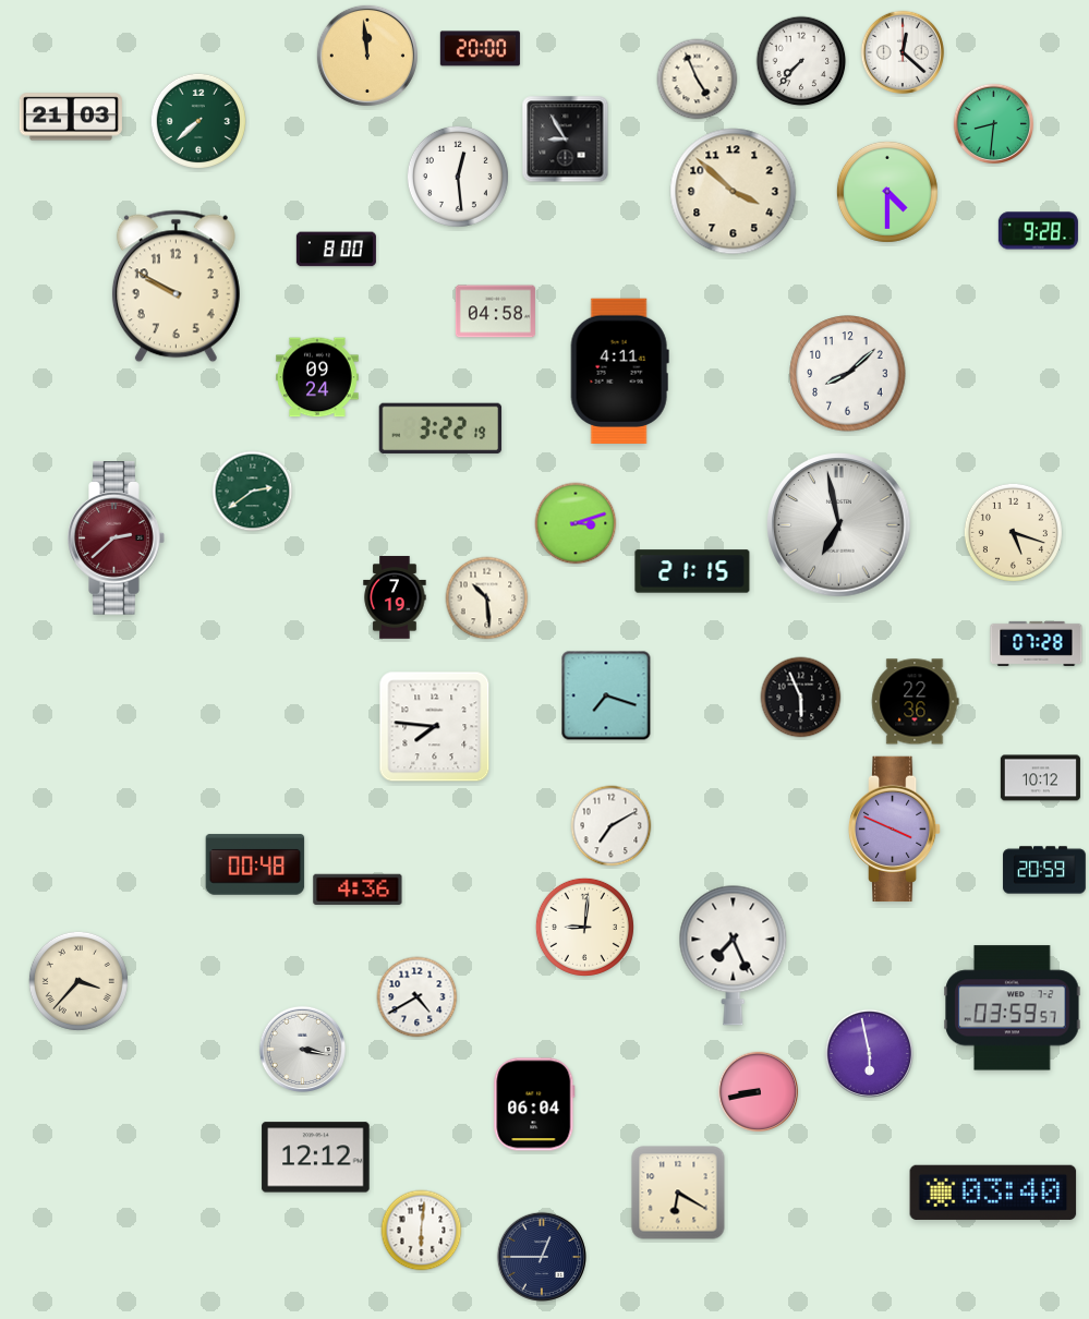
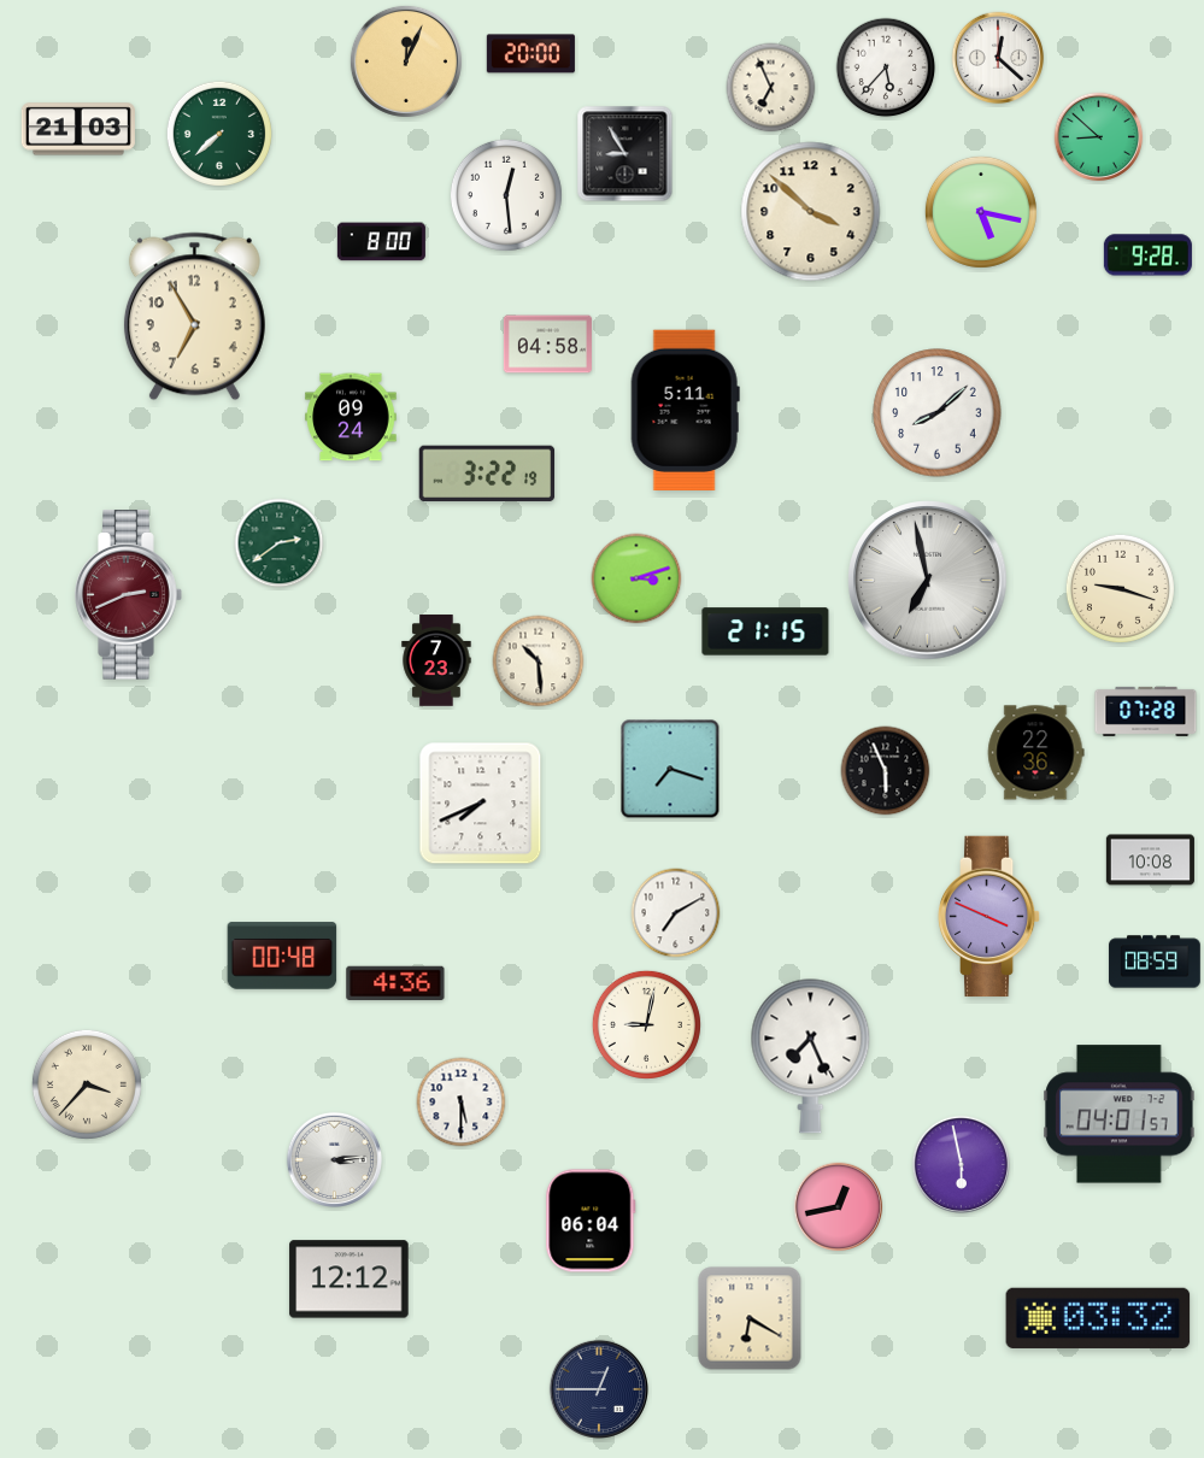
clock at (367, 56): 11:59 -> 12:04
clock at (801, 61): 7:37 -> 5:37
clock at (698, 80): 4:56 -> 6:56
clock at (994, 124): 8:31 -> 8:52
clock at (887, 192): 4:30 -> 5:17
clock at (336, 250) position: (336, 250) -> (381, 242)
clock at (176, 287): 9:50 -> 6:55
clock at (619, 371): 4:11 -> 5:11
clock at (1013, 532): 5:18 -> 9:18
clock at (117, 539): 2:38 -> 2:41
clock at (395, 597): 7:19 -> 7:23
clock at (915, 702) position: (915, 702) -> (1035, 753)
clock at (435, 727): 7:46 -> 7:41
clock at (1040, 778): 10:12 -> 10:08
clock at (1044, 870): 20:59 -> 08:59
clock at (584, 927): 9:01 -> 9:02
clock at (418, 997): 4:40 -> 5:30
clock at (1013, 1008): 03:59 -> 04:01
clock at (302, 1049): 3:17 -> 3:14
clock at (759, 1092): 8:43 -> 12:43
clock at (993, 1193): 03:40 -> 03:32
clock at (422, 1231): 6:01 -> none
